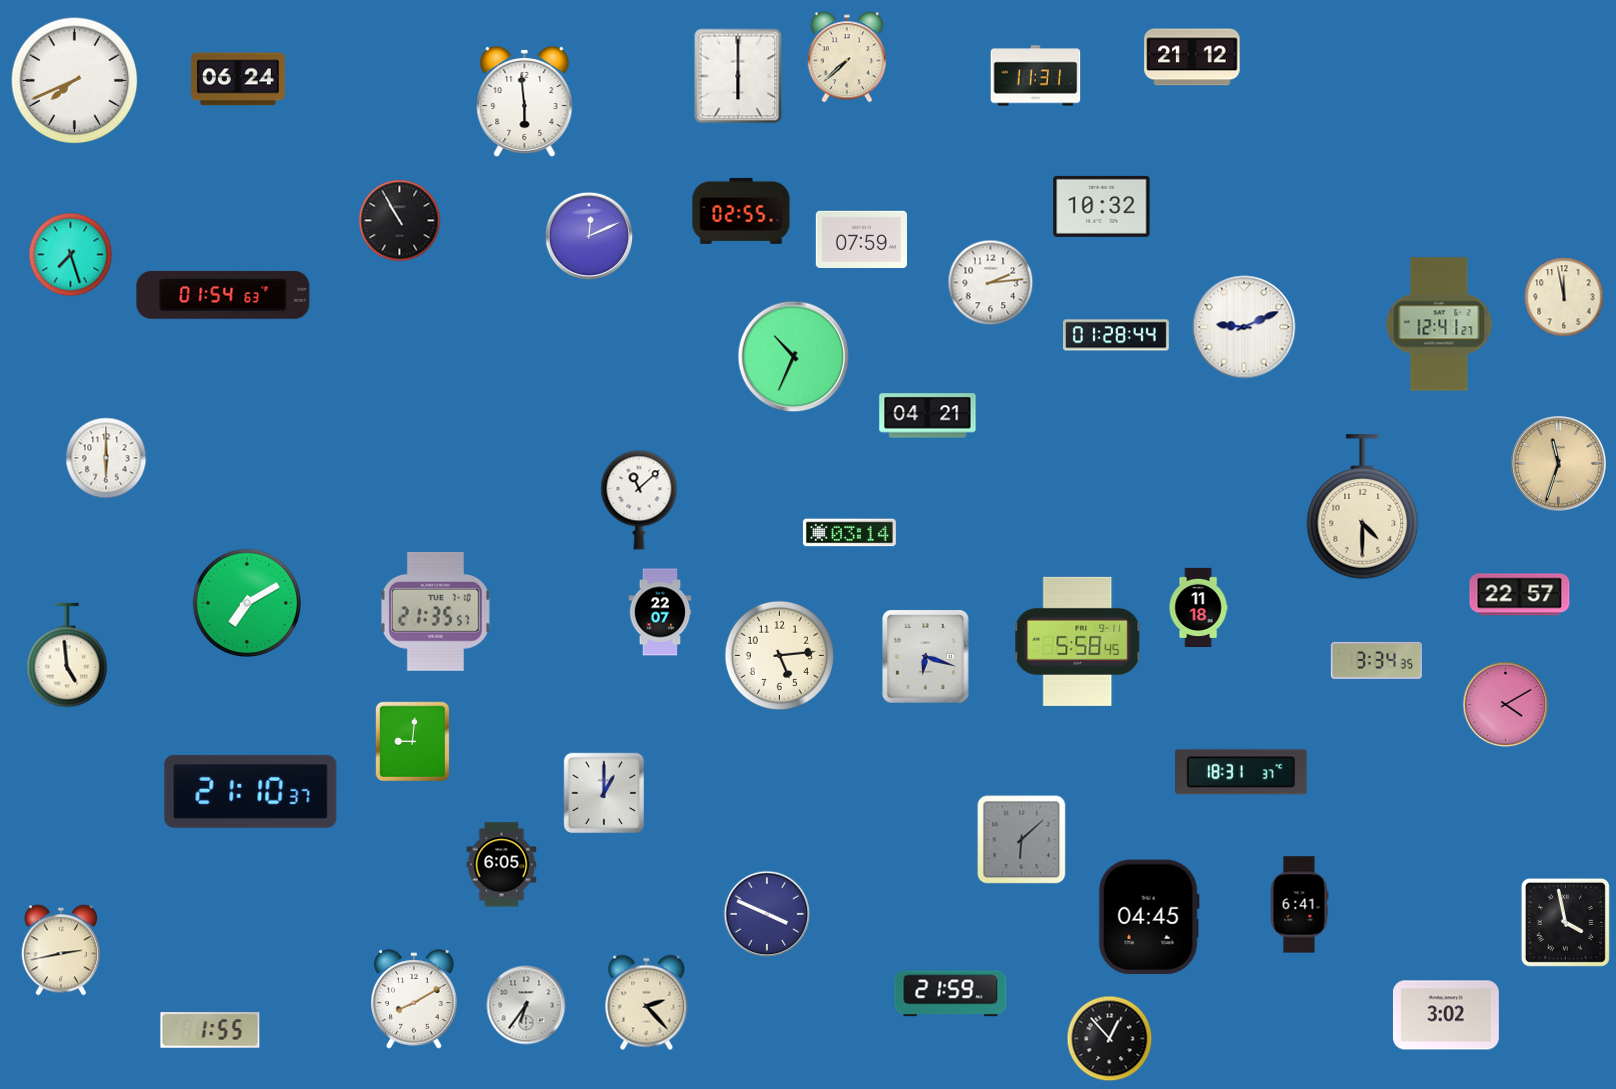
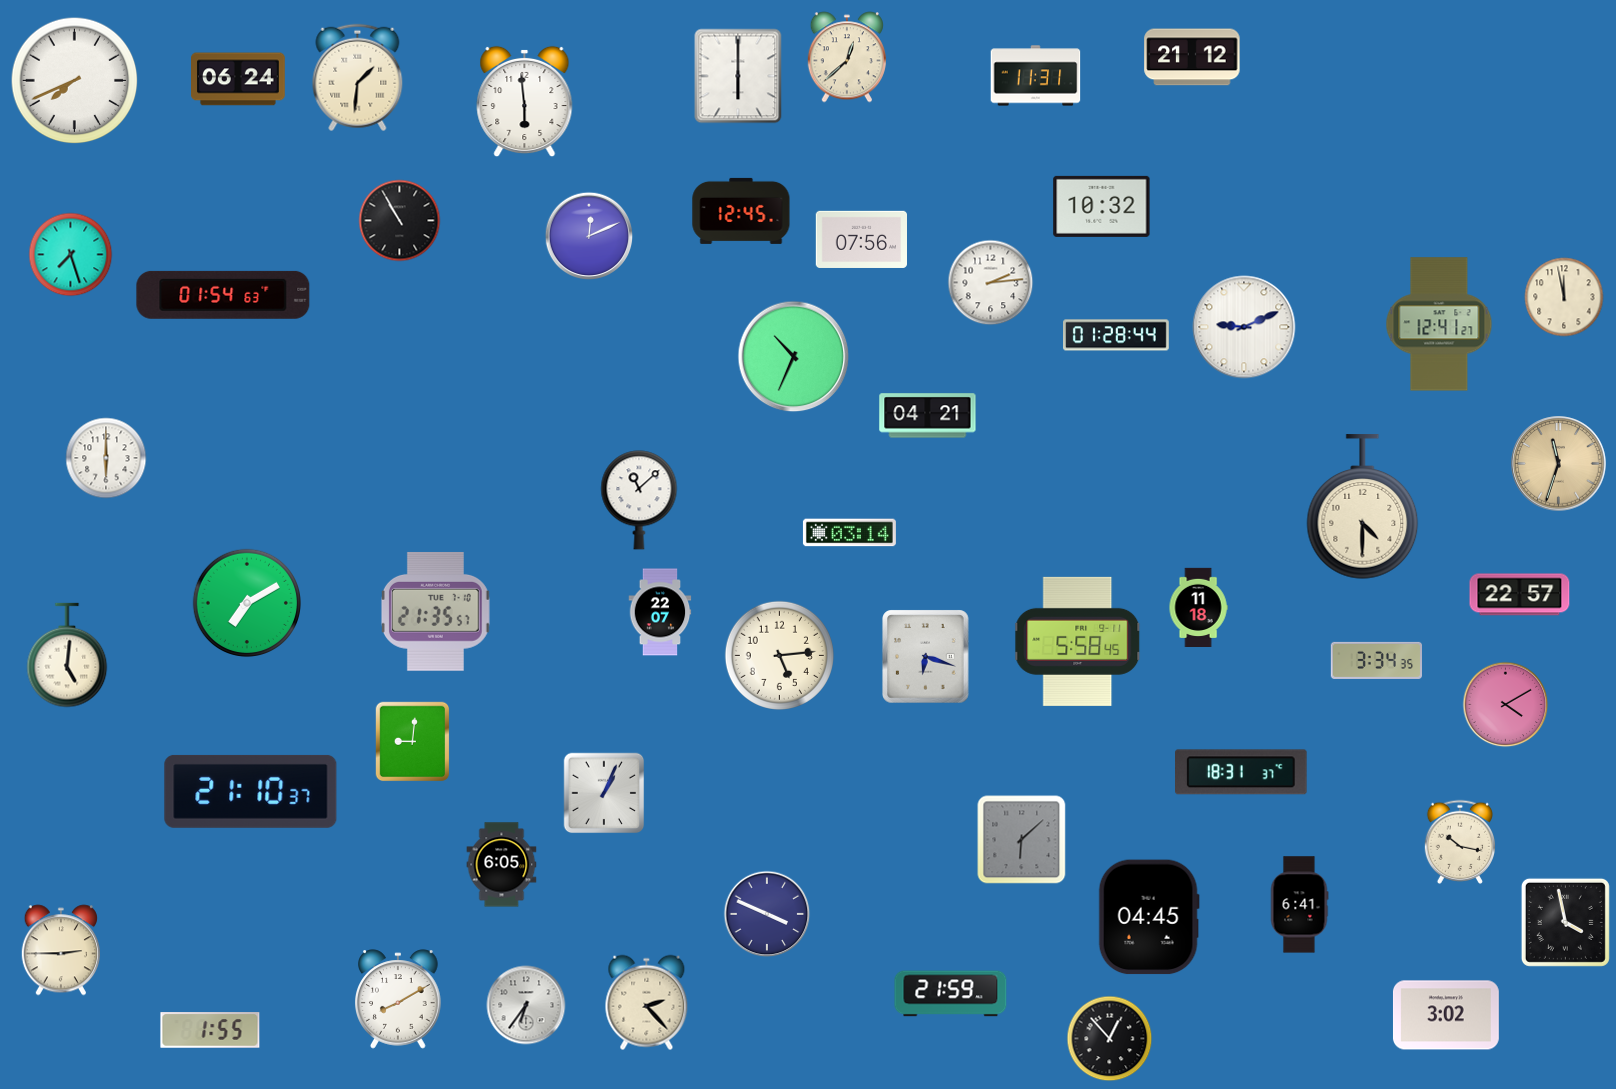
clock at (847, 57): 7:38 -> 12:38
clock at (358, 78): none -> 1:31
clock at (741, 211): 02:55 -> 12:45
clock at (861, 239): 07:59 -> 07:56
clock at (67, 655): 4:59 -> 5:01
clock at (604, 793): 1:00 -> 1:04
clock at (1459, 842): none -> 10:17
clock at (61, 950): 2:43 -> 2:45
clock at (414, 999) position: (414, 999) -> (398, 999)
